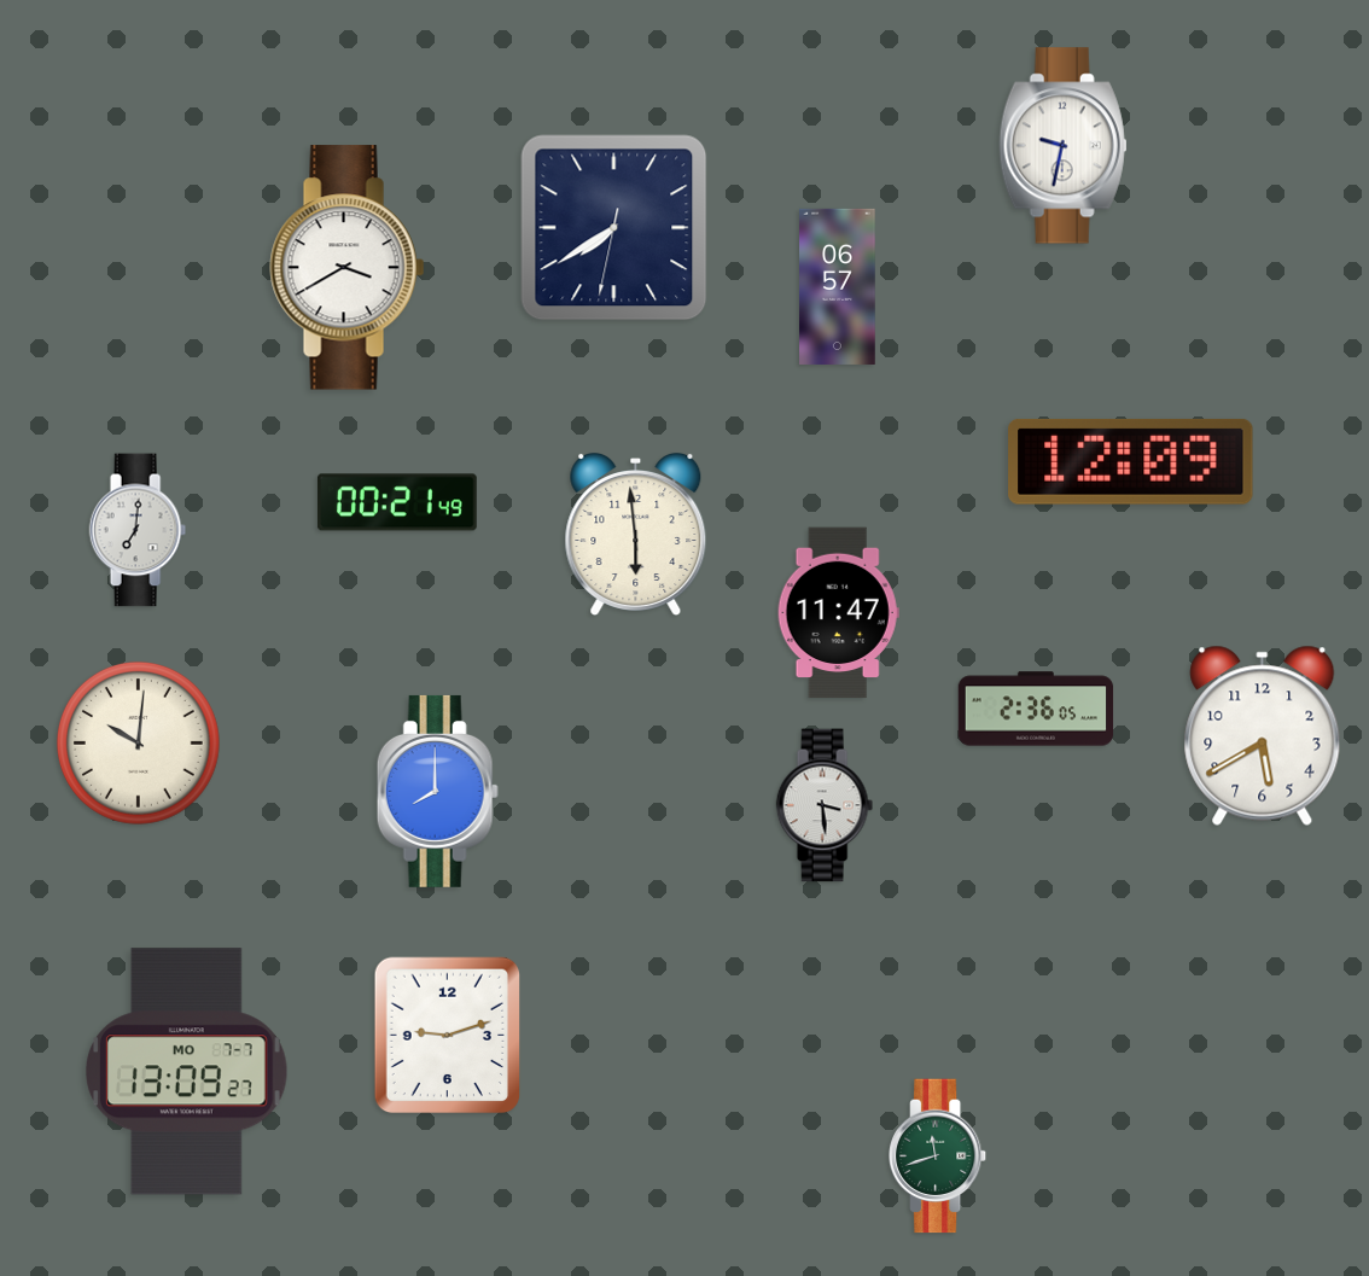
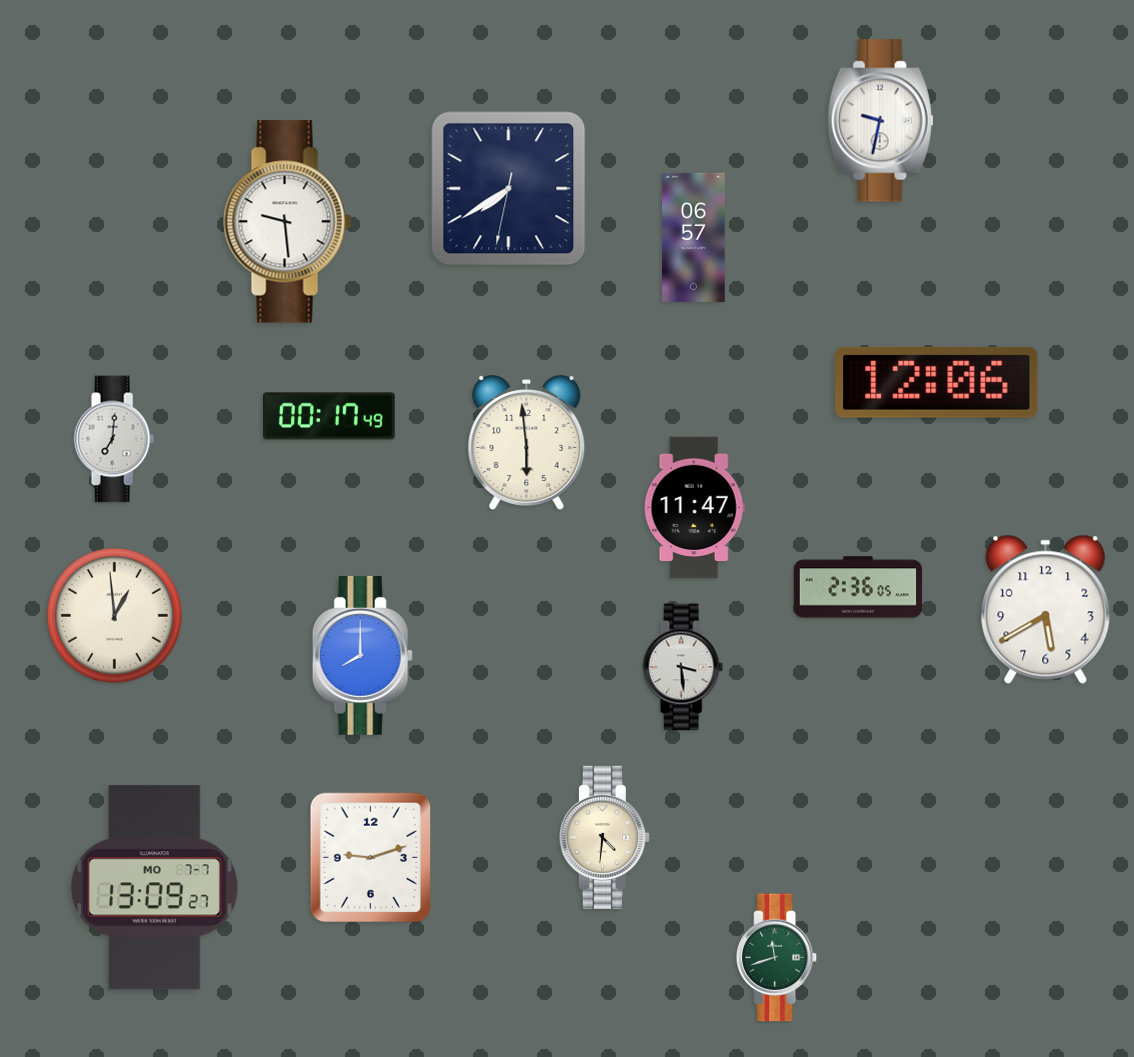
clock at (348, 268): 3:40 -> 9:29
clock at (1131, 461): 12:09 -> 12:06
clock at (397, 502): 00:21 -> 00:17
clock at (138, 742): 10:01 -> 12:59
clock at (604, 837): none -> 4:31
